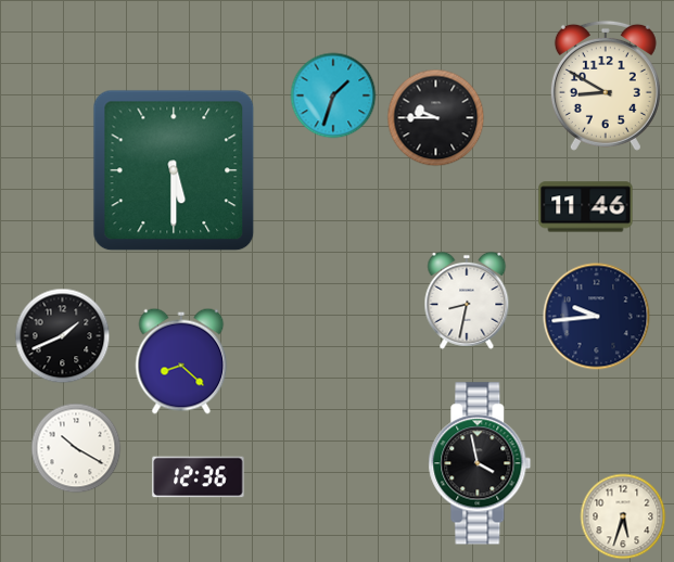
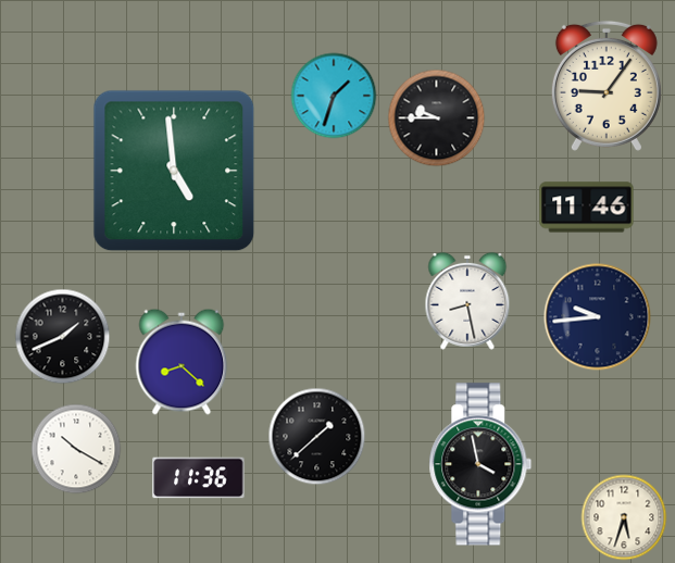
clock at (606, 86): 8:50 -> 9:06
clock at (174, 170): 5:30 -> 4:59
clock at (467, 301): 8:32 -> 8:28
clock at (317, 437): none -> 1:38
clock at (199, 477): 12:36 -> 11:36
